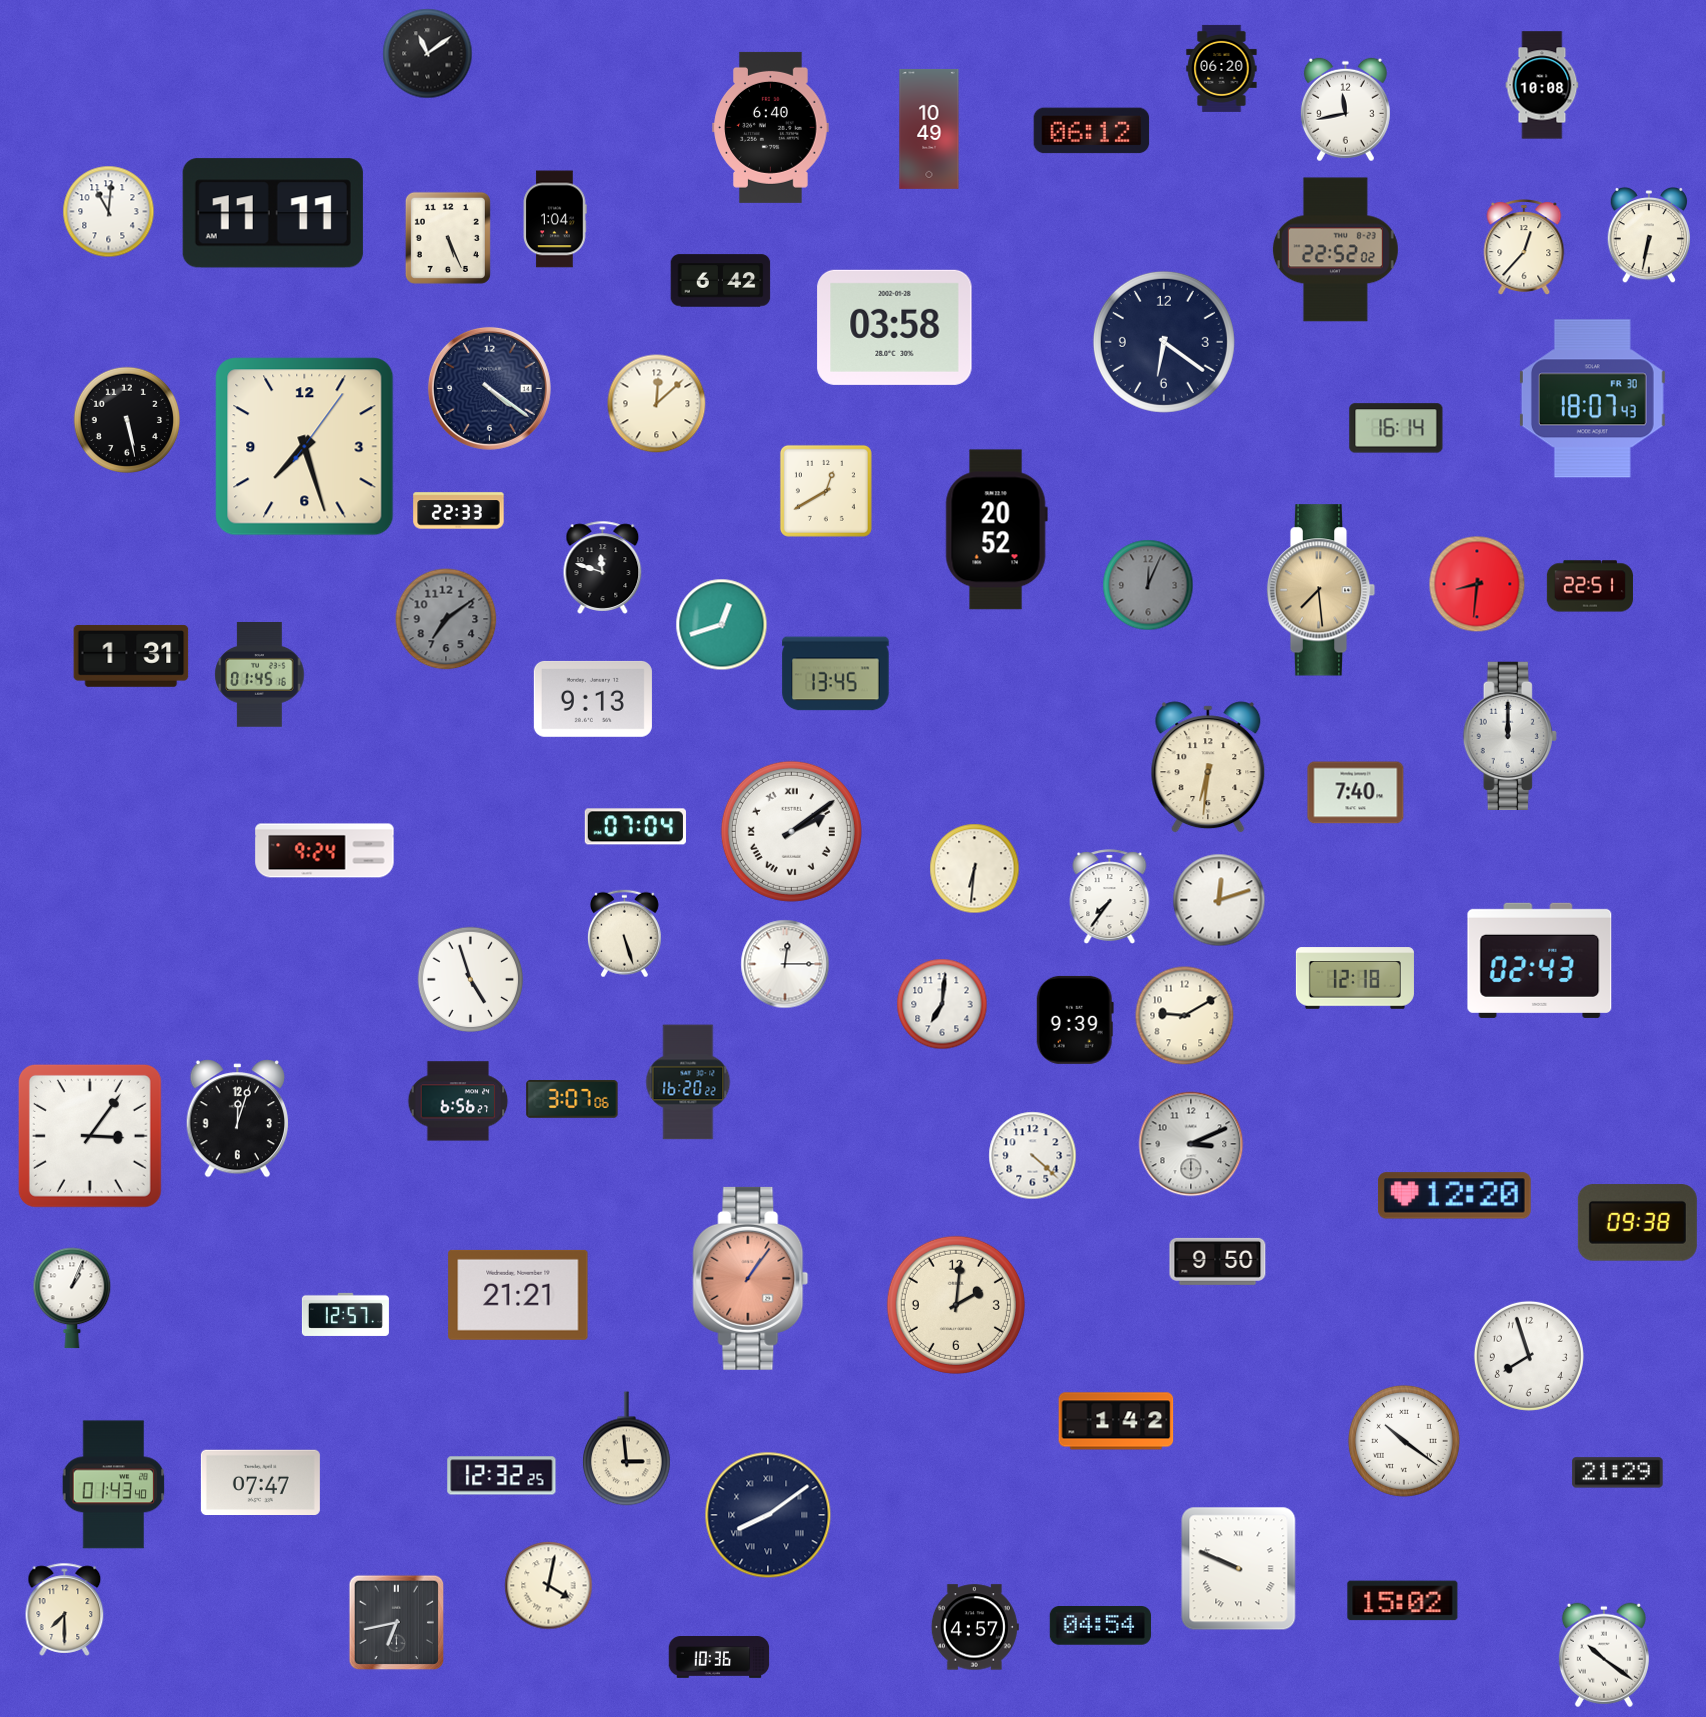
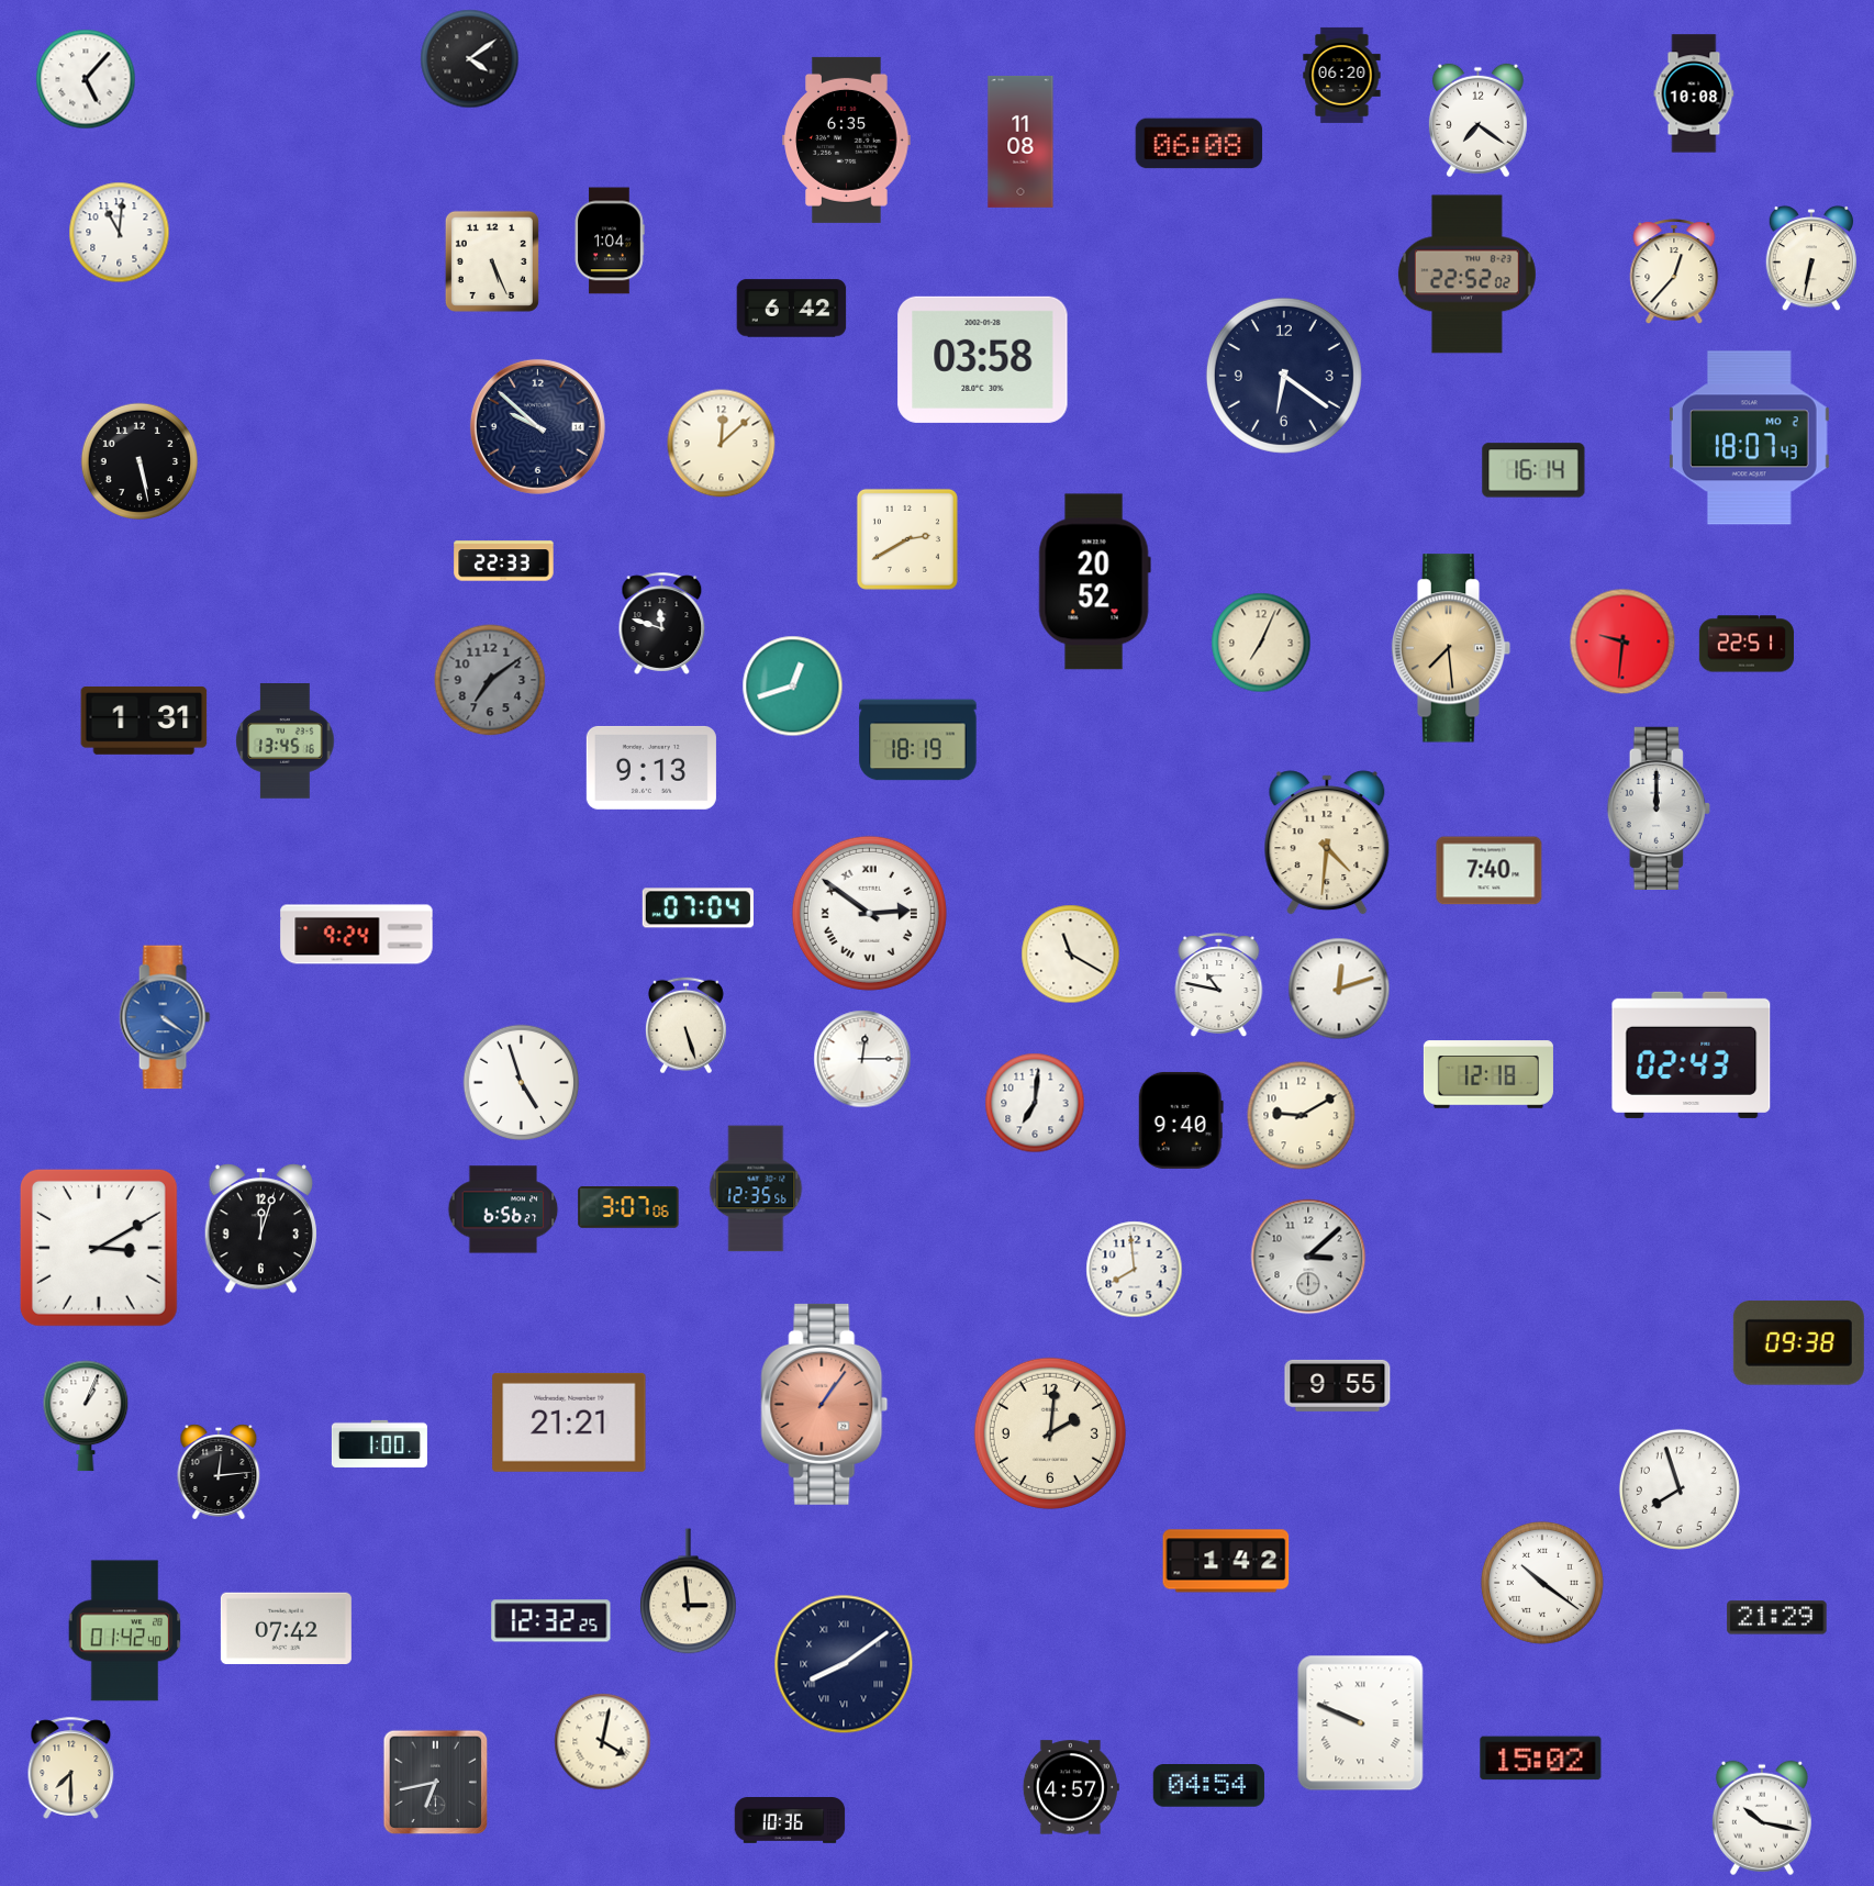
clock at (428, 54): 11:09 -> 4:09
clock at (86, 79): none -> 5:07
clock at (1345, 110): 11:43 -> 7:21
clock at (771, 127): 6:40 -> 6:35
clock at (929, 129): 10:49 -> 11:08
clock at (1092, 131): 06:12 -> 06:08
clock at (273, 213): 11:11 -> none
clock at (1164, 342) position: (1164, 342) -> (1284, 376)
clock at (489, 388): 4:21 -> 9:52
clock at (1592, 399) date: FR 30 -> MO 2
clock at (305, 447): 7:27 -> none
clock at (826, 491): 12:40 -> 2:40
clock at (1477, 584): 8:31 -> 9:31
clock at (1148, 585): 12:04 -> 7:04
clock at (1148, 585) dial: grey -> cream
clock at (836, 674): 13:45 -> 18:19
clock at (260, 675): 01:45 -> 13:45
clock at (1208, 767): 6:31 -> 4:31
clock at (791, 831): 2:09 -> 2:51
clock at (975, 869): 6:31 -> 11:20
clock at (1110, 897): 7:36 -> 10:47
clock at (165, 1017): none -> 4:21
clock at (471, 980) position: (471, 980) -> (522, 1083)
clock at (1075, 1020): 9:39 -> 9:40
clock at (688, 1082): 16:20 -> 12:35
clock at (90, 1136): 3:06 -> 3:10
clock at (1191, 1144): 3:11 -> 3:08
clock at (1033, 1156): 4:22 -> 7:59
clock at (1455, 1196): 12:20 -> none
clock at (1218, 1261): 9:50 -> 9:55
clock at (72, 1298) position: (72, 1298) -> (86, 1416)
clock at (345, 1314): 12:57 -> 1:00
clock at (219, 1472): none -> 12:14
clock at (260, 1482): 07:47 -> 07:42
clock at (114, 1485): 01:43 -> 01:42
clock at (1604, 1655): 10:21 -> 10:17
